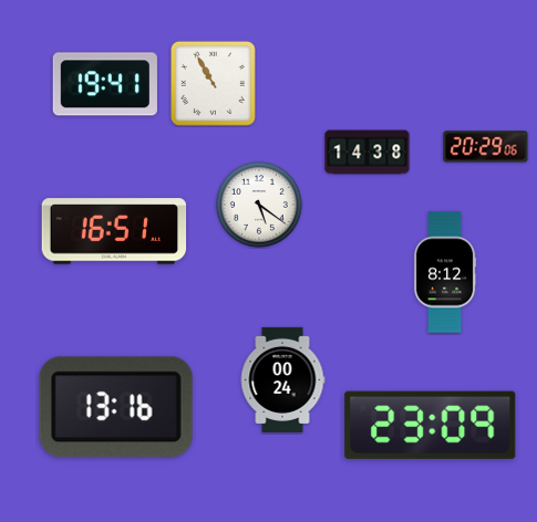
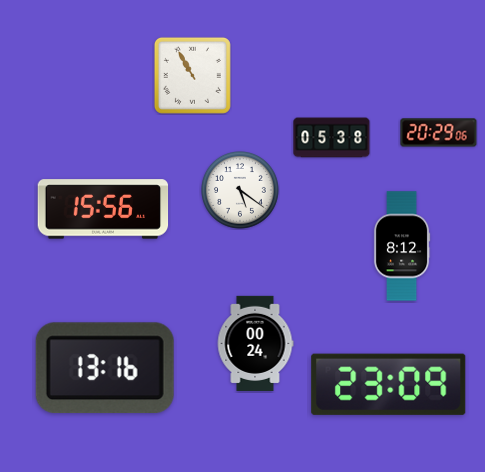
clock at (105, 84): 19:41 -> none
clock at (368, 153): 14:38 -> 05:38
clock at (260, 206) position: (260, 206) -> (241, 191)
clock at (114, 231): 16:51 -> 15:56
